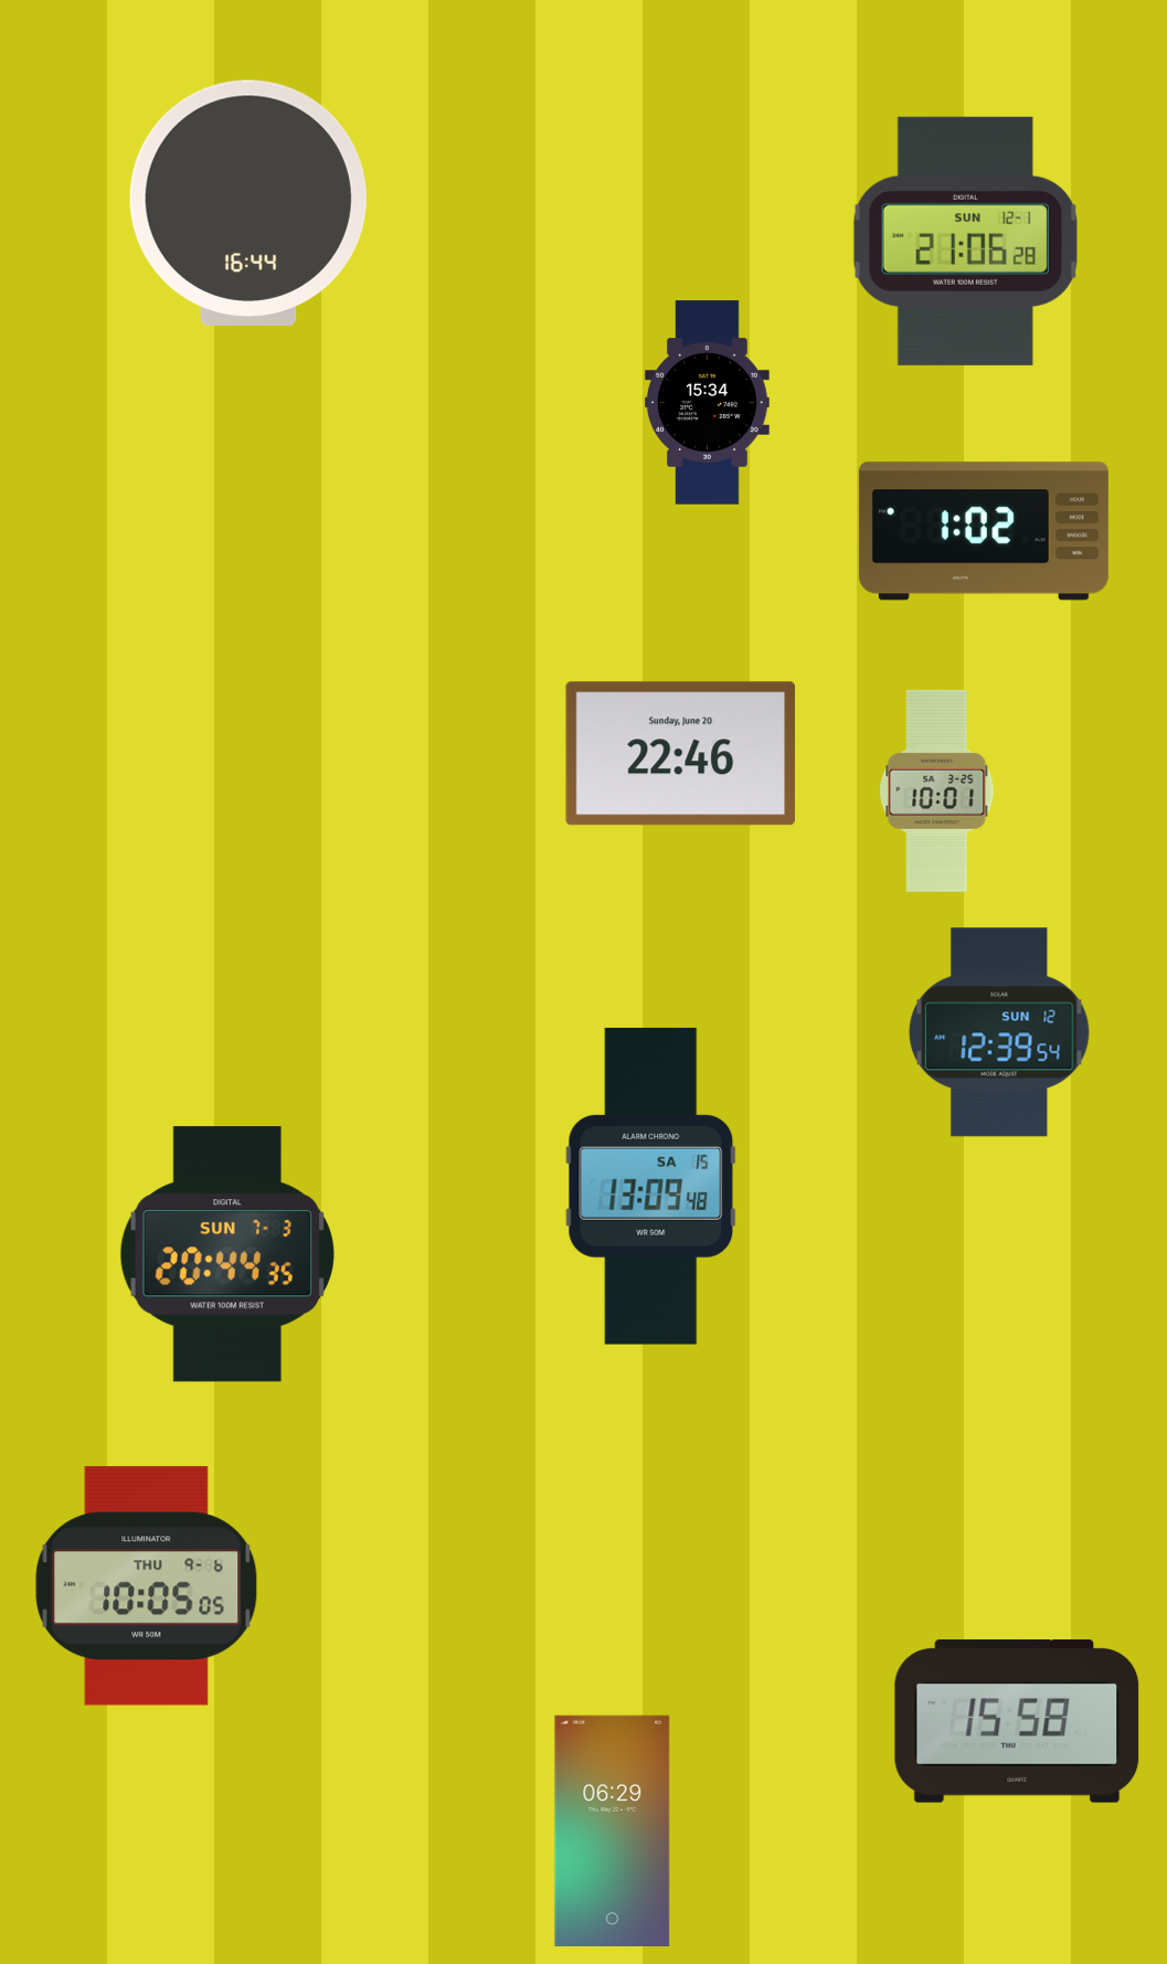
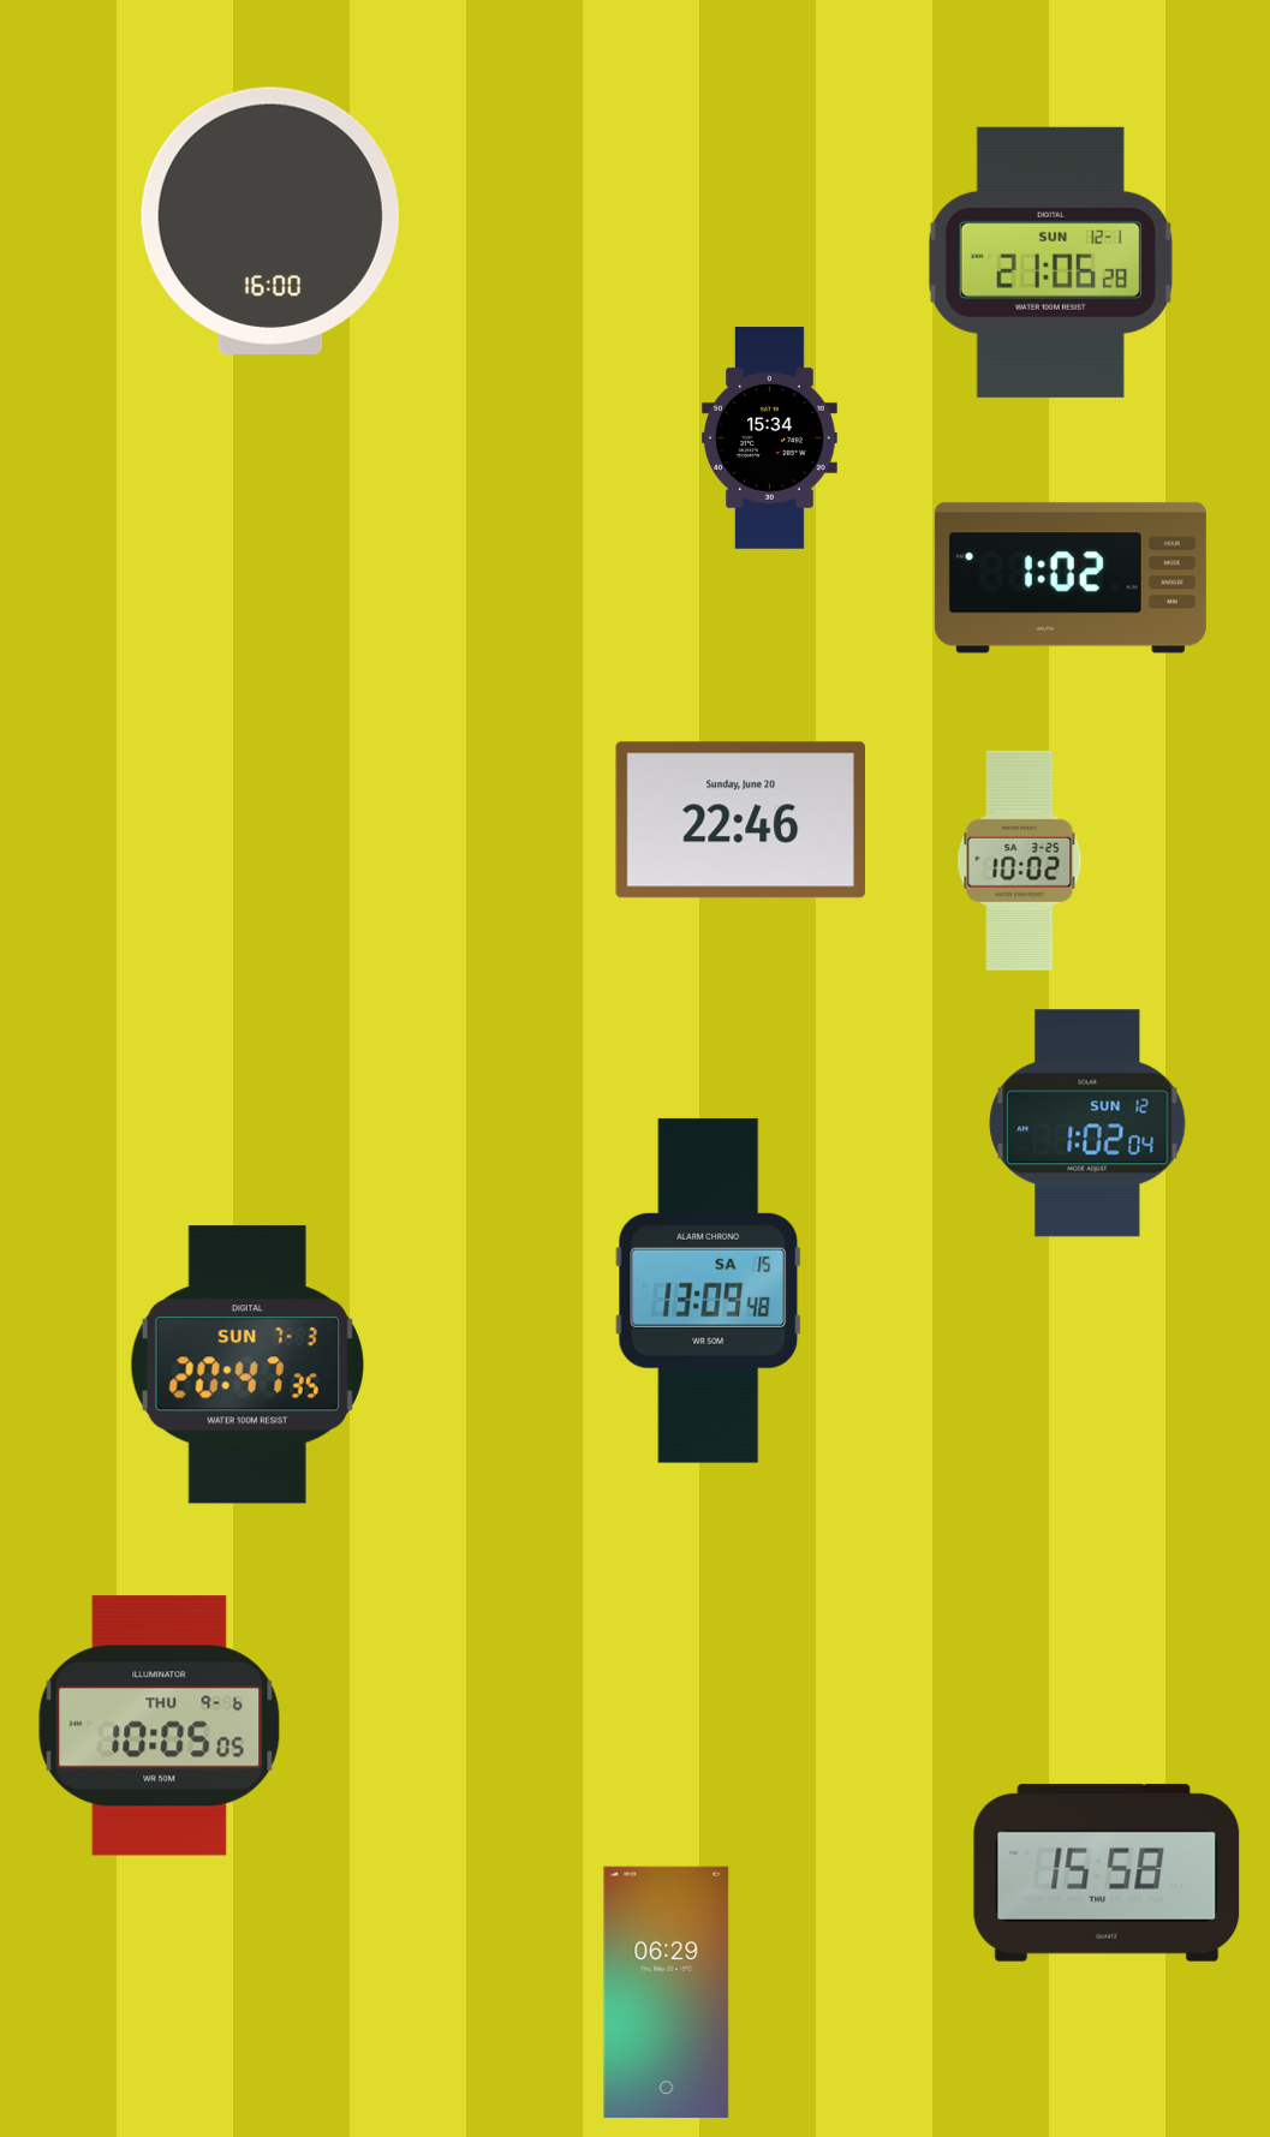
clock at (248, 203): 16:44 -> 16:00
clock at (937, 790): 10:01 -> 10:02
clock at (999, 1032): 12:39 -> 1:02
clock at (227, 1254): 20:44 -> 20:47
